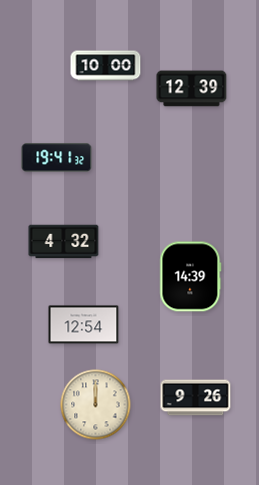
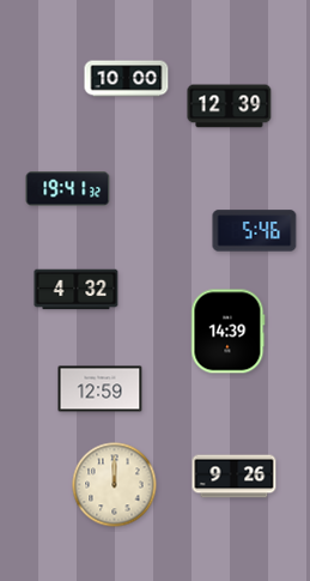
clock at (255, 231): none -> 5:46
clock at (84, 325): 12:54 -> 12:59
